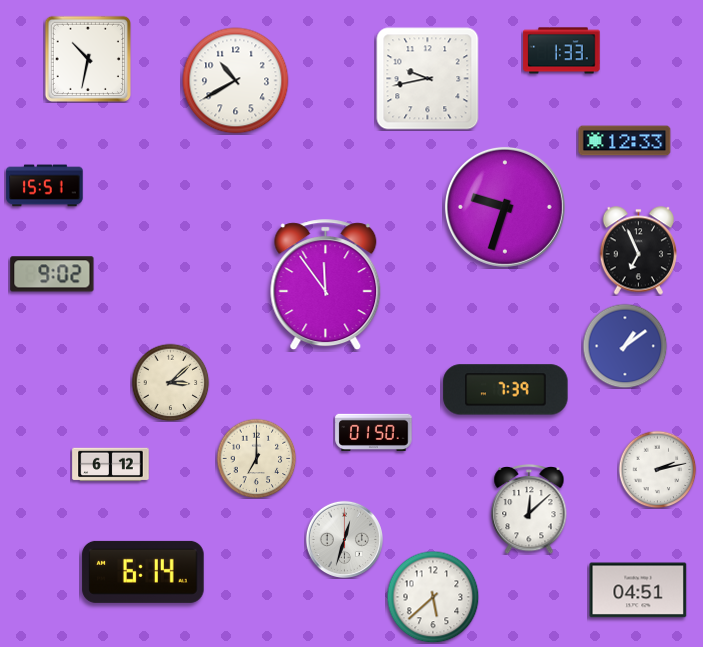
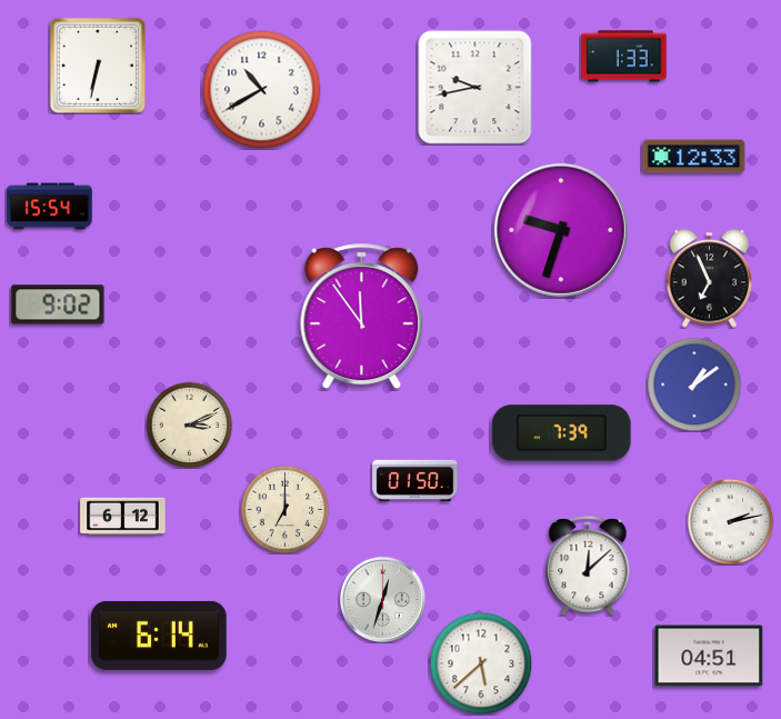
clock at (87, 58): 10:32 -> 6:32
clock at (45, 186): 15:51 -> 15:54
clock at (170, 382): 3:08 -> 3:11
